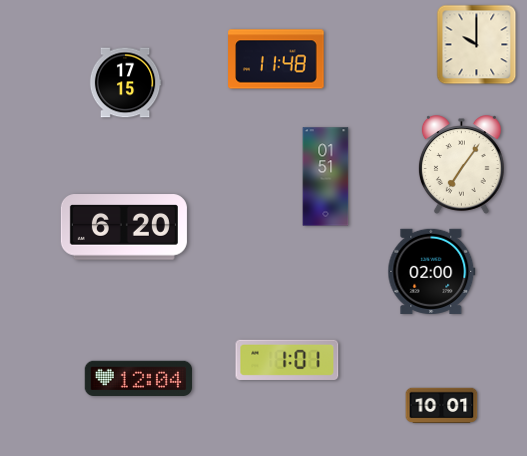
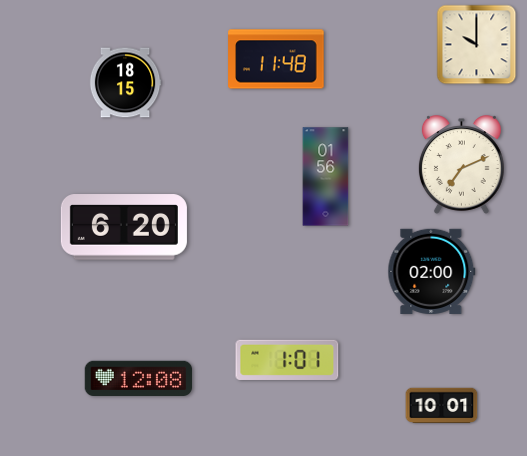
clock at (125, 83): 17:15 -> 18:15
clock at (461, 165): 7:06 -> 7:11
clock at (326, 177): 01:51 -> 01:56
clock at (139, 378): 12:04 -> 12:08
